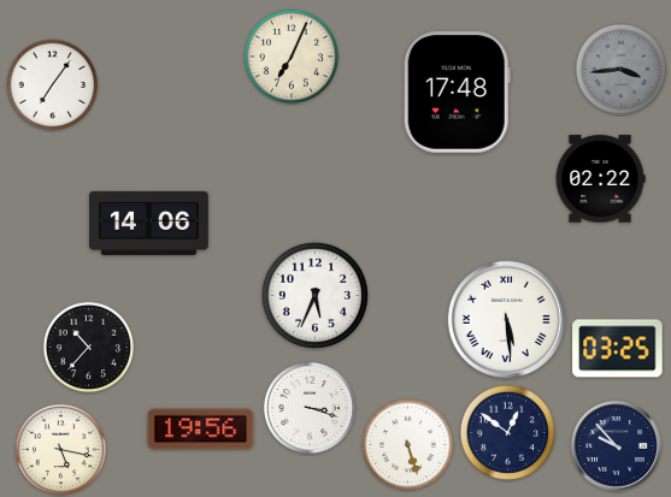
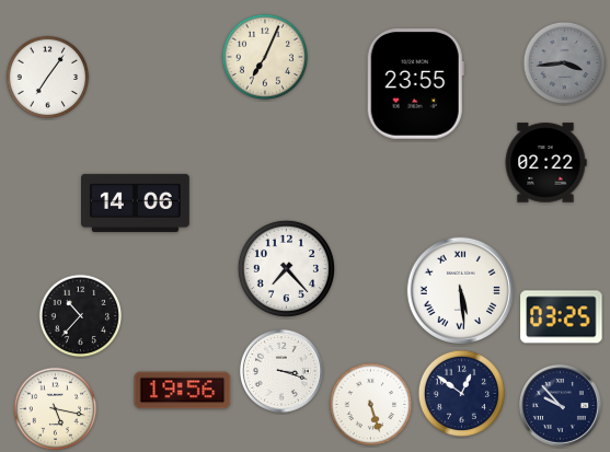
clock at (292, 57) position: (292, 57) -> (265, 57)
clock at (457, 93): 17:48 -> 23:55
clock at (314, 295): 5:34 -> 7:23
